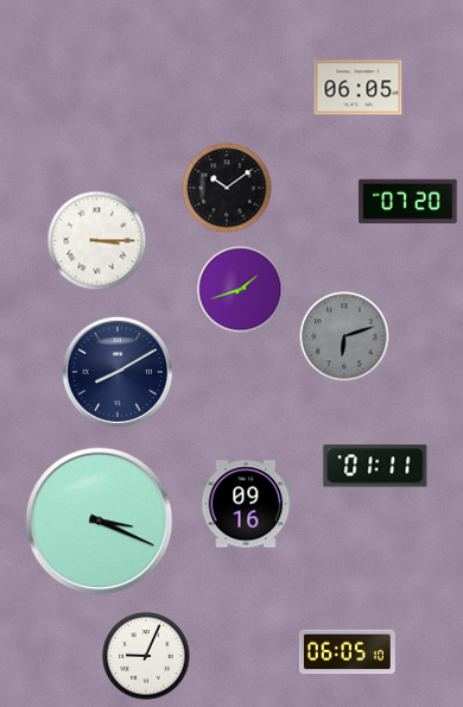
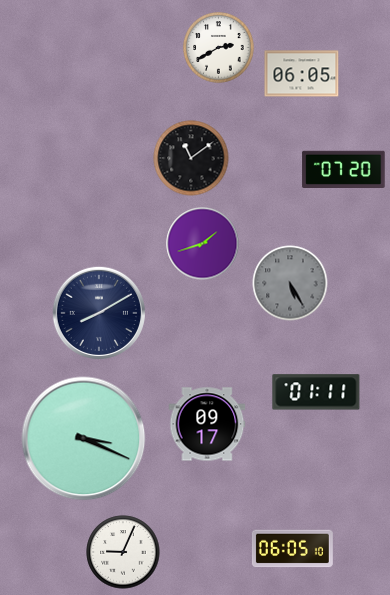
clock at (219, 48): none -> 2:40
clock at (227, 188): 10:09 -> 11:09
clock at (97, 241): 3:15 -> none
clock at (344, 336): 6:12 -> 5:25
clock at (246, 504): 09:16 -> 09:17
